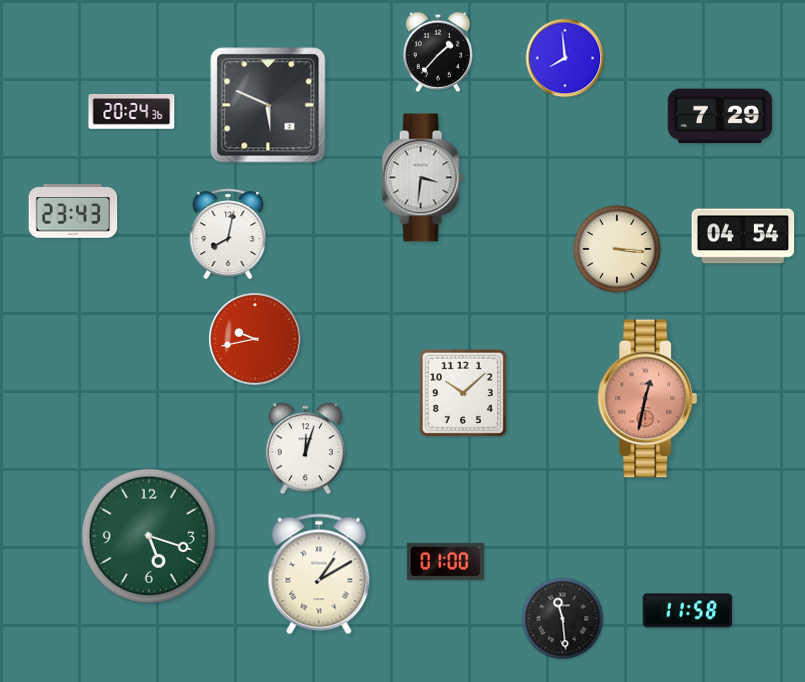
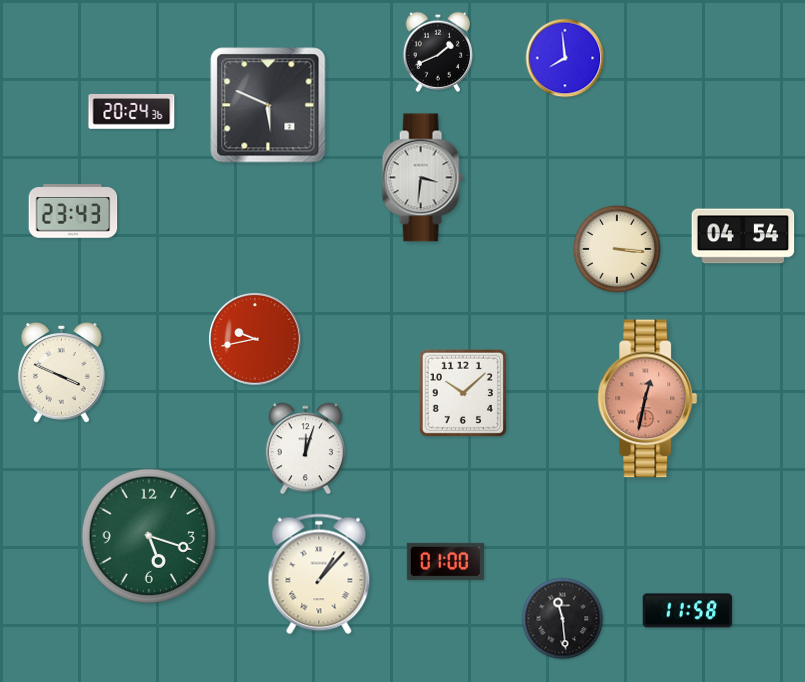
clock at (437, 52): 1:37 -> 1:41
clock at (720, 116): 7:29 -> none
clock at (228, 234): 8:02 -> none
clock at (61, 373): none -> 3:49
clock at (319, 574): 1:10 -> 1:07
